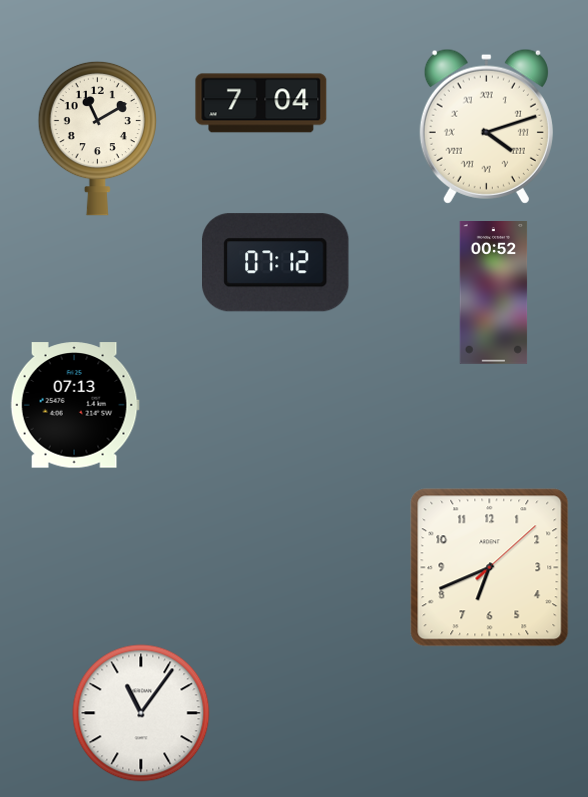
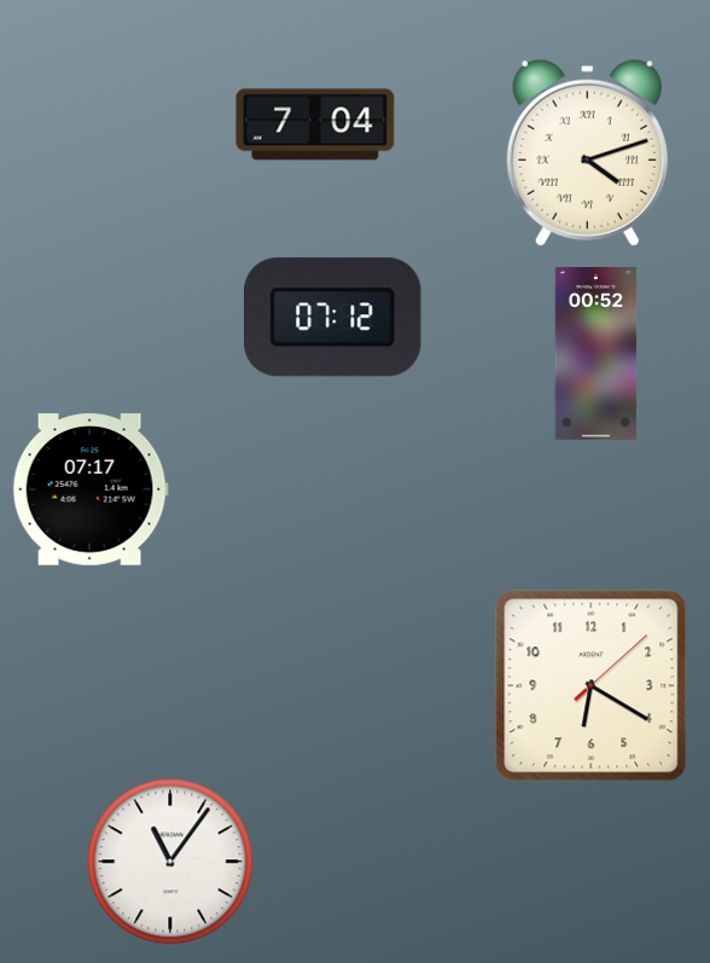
clock at (97, 138): 11:10 -> none
clock at (75, 405): 07:13 -> 07:17
clock at (490, 568): 6:41 -> 6:20
